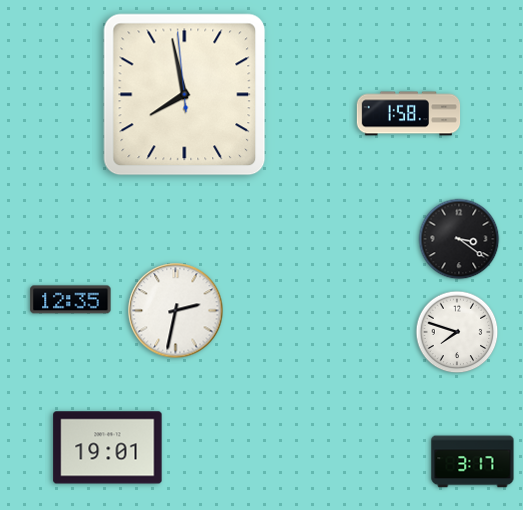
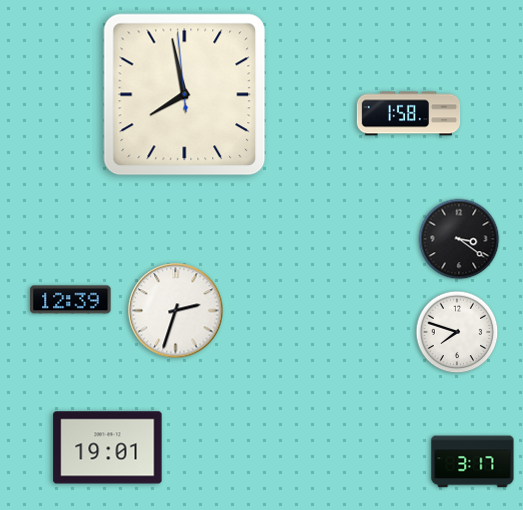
clock at (71, 300): 12:35 -> 12:39
clock at (176, 311): 2:32 -> 2:33
